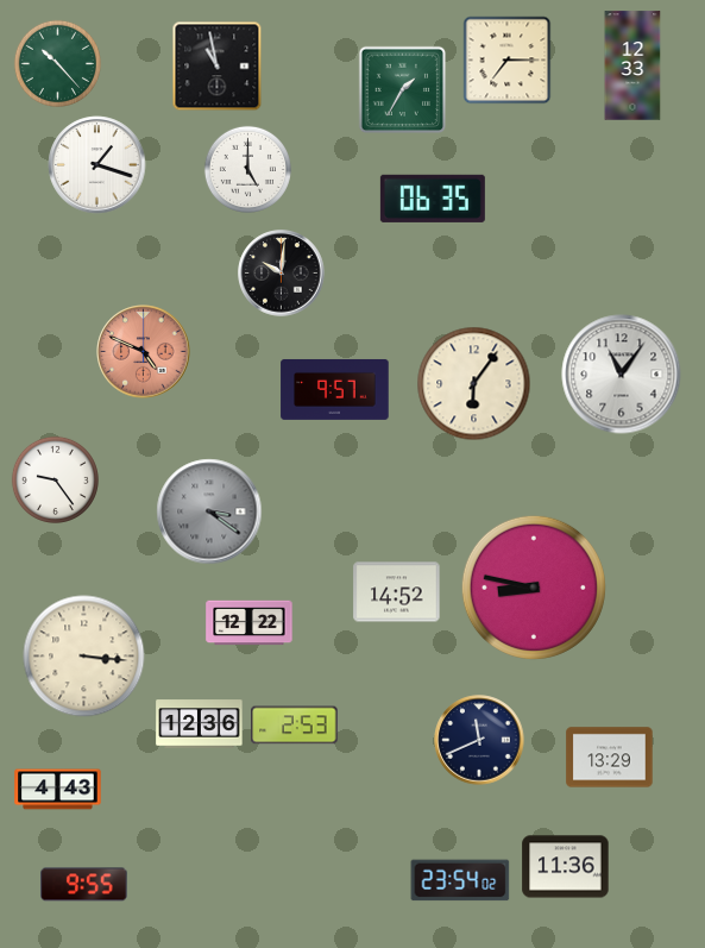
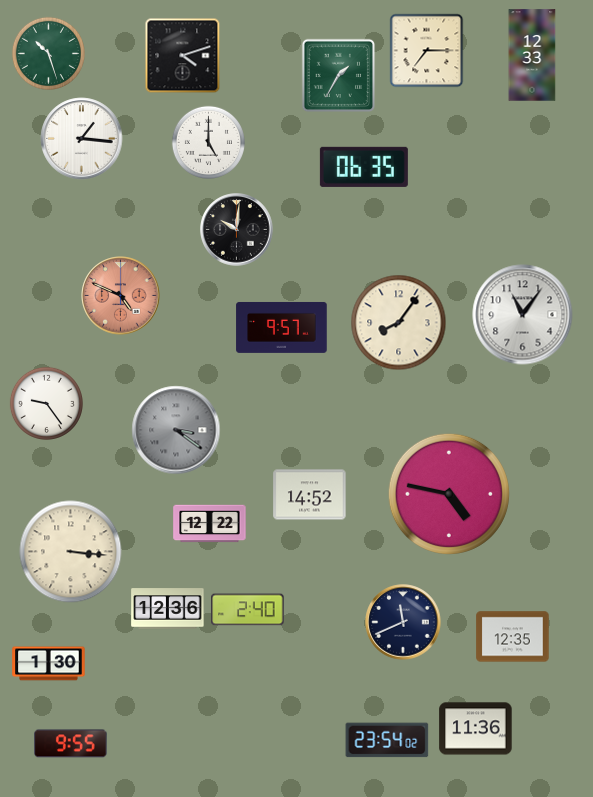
clock at (57, 63): 10:23 -> 10:27
clock at (218, 67): 10:58 -> 4:12
clock at (97, 165): 1:18 -> 1:16
clock at (474, 384): 6:06 -> 8:06
clock at (534, 588): 8:47 -> 4:47
clock at (397, 592) position: (397, 592) -> (310, 495)
clock at (295, 726): 2:53 -> 2:40
clock at (610, 758): 13:29 -> 12:35
clock at (58, 790): 4:43 -> 1:30
